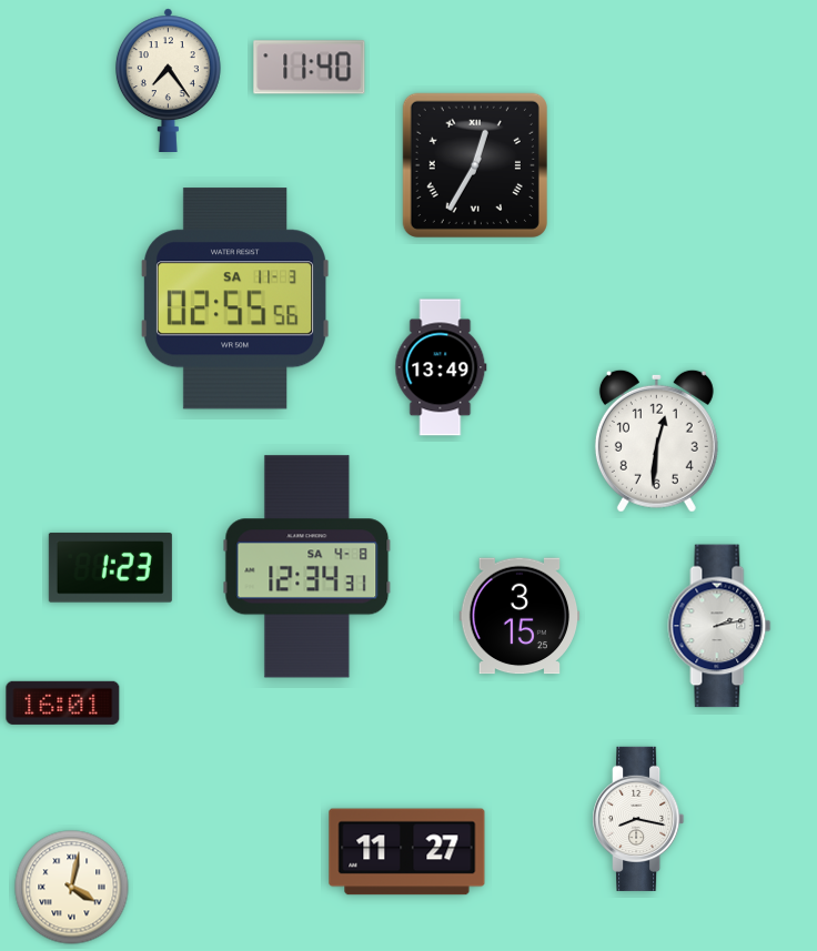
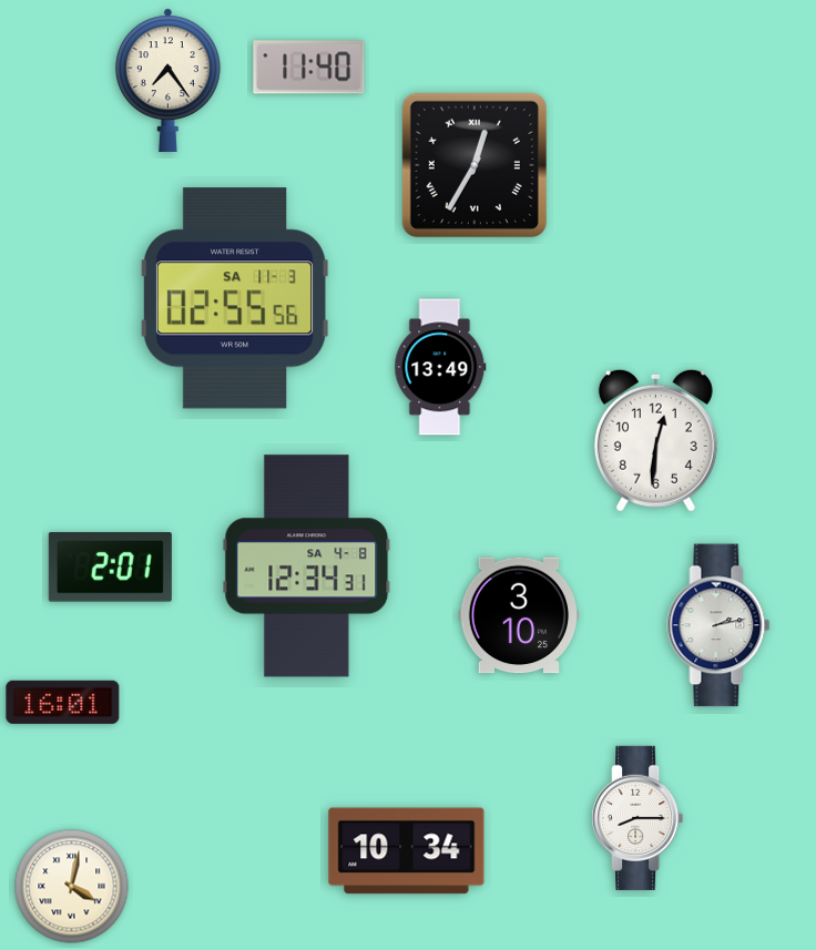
clock at (110, 568): 1:23 -> 2:01
clock at (520, 616): 3:15 -> 3:10
clock at (638, 819): 8:17 -> 8:15
clock at (407, 852): 11:27 -> 10:34
